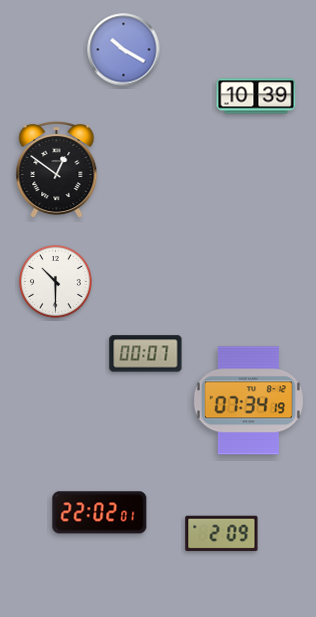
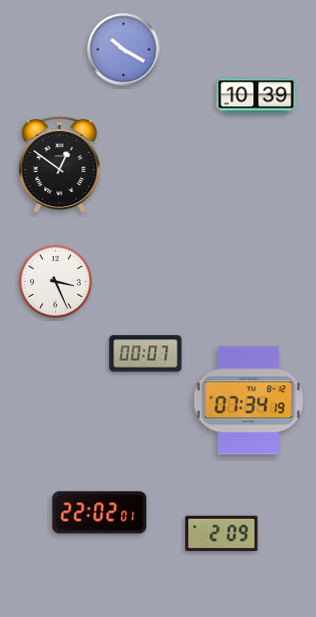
clock at (57, 170) position: (57, 170) -> (60, 165)
clock at (56, 282): 10:30 -> 3:26
